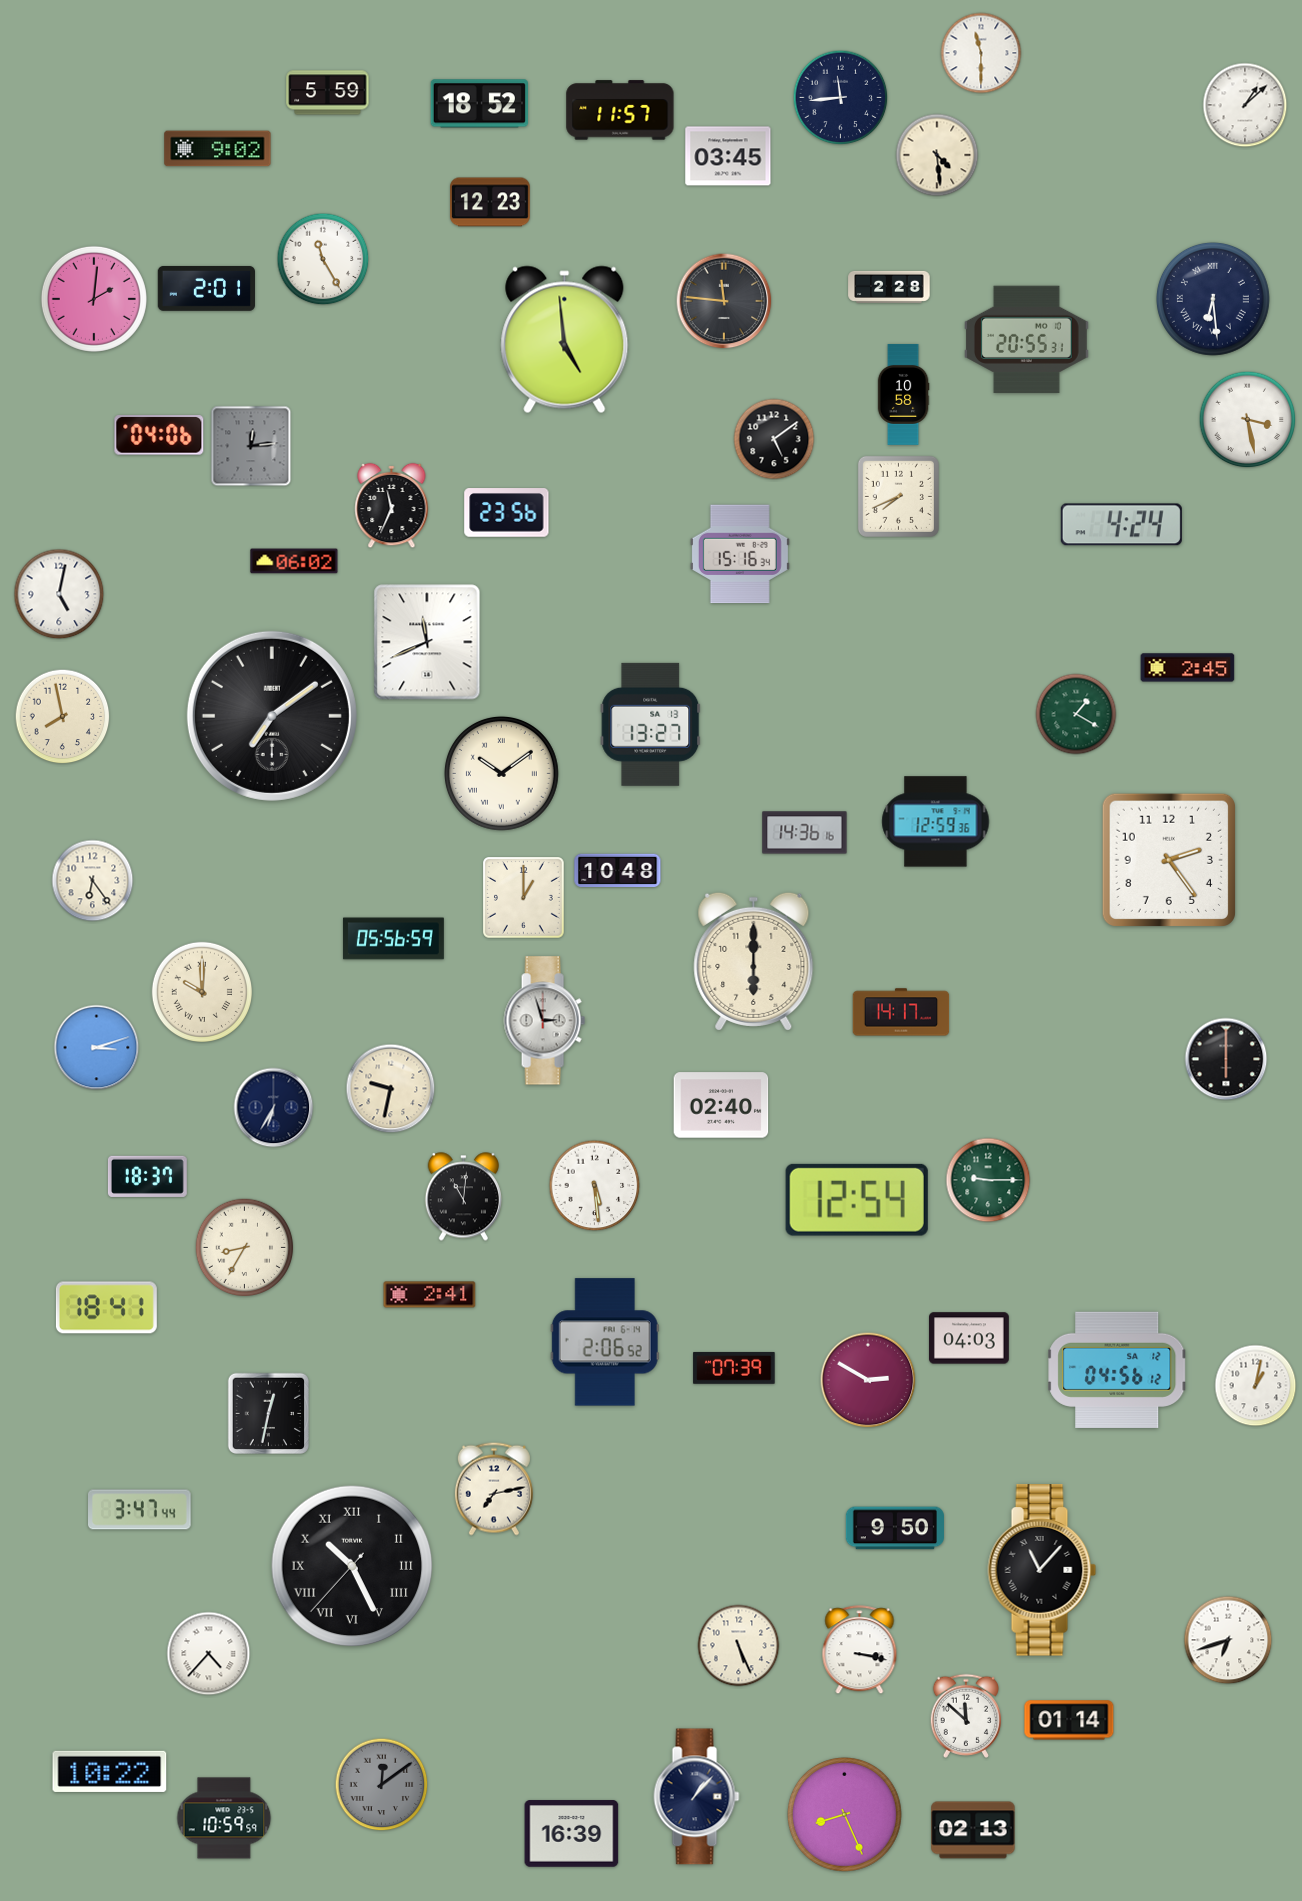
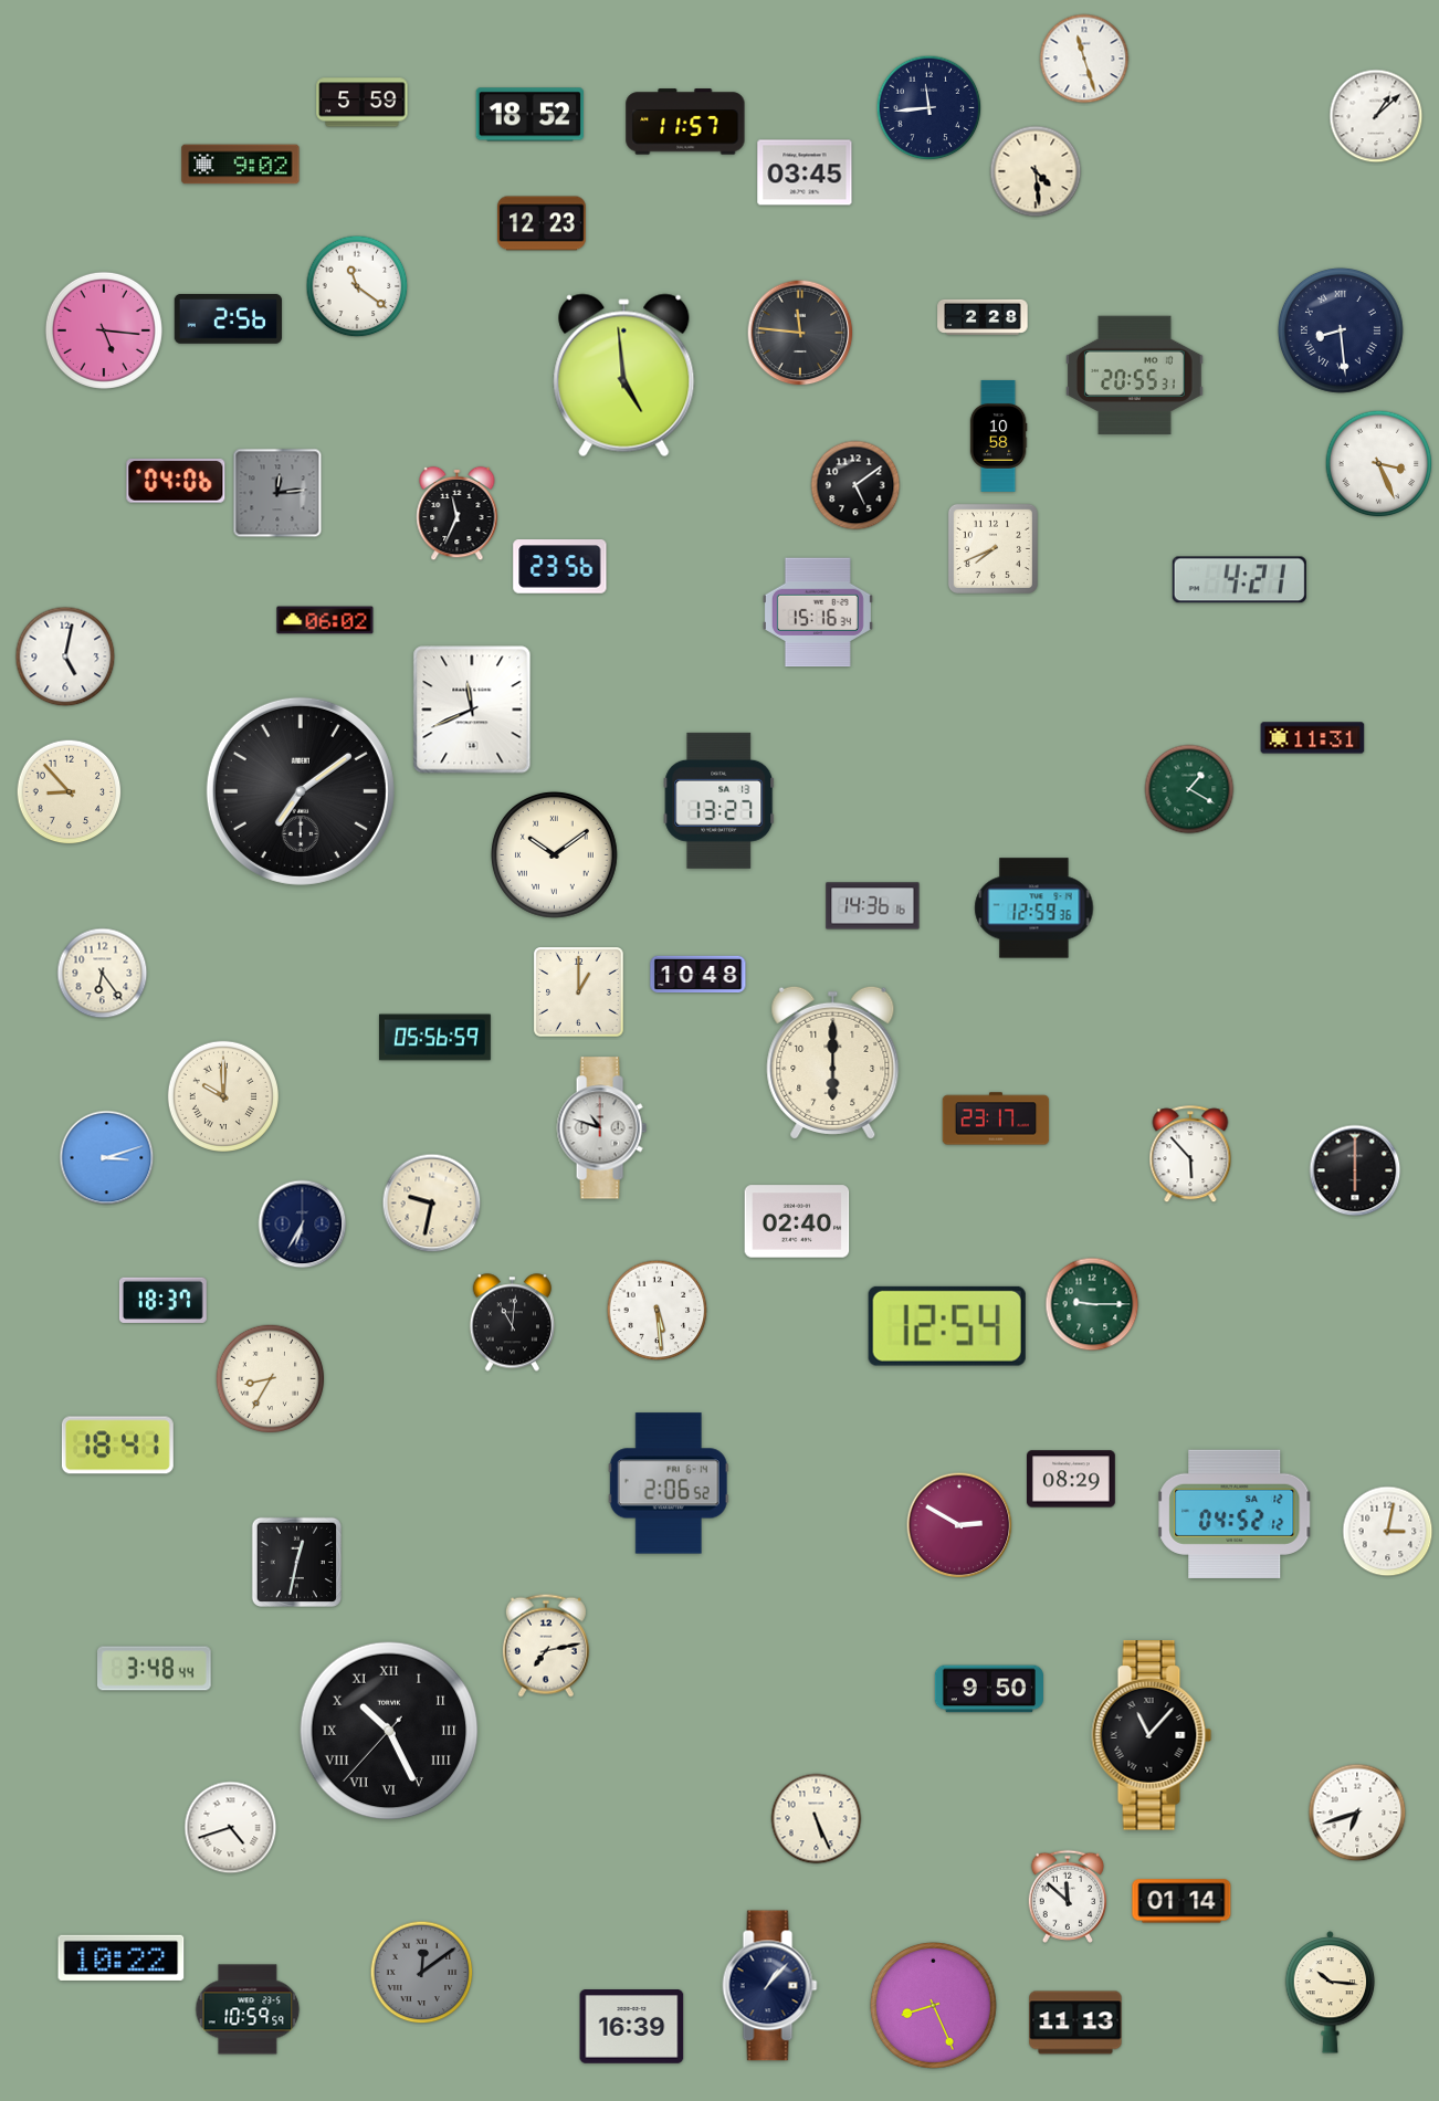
clock at (981, 53): 11:30 -> 11:27
clock at (323, 259): 11:25 -> 11:21
clock at (206, 288): 2:01 -> 2:56
clock at (94, 299): 2:01 -> 5:16
clock at (1213, 299): 6:29 -> 8:29
clock at (1248, 420): 3:28 -> 3:26
clock at (392, 506) position: (392, 506) -> (458, 514)
clock at (1121, 525): 4:24 -> 4:21
clock at (1188, 668): 2:45 -> 11:31
clock at (63, 717): 7:58 -> 8:53
clock at (805, 833) position: (805, 833) -> (873, 906)
clock at (1169, 860): 2:24 -> none
clock at (618, 871) position: (618, 871) -> (699, 975)
clock at (901, 1012): 14:17 -> 23:17
clock at (544, 1021): 2:57 -> 10:48
clock at (1190, 1155): none -> 5:53
clock at (430, 1295): 2:41 -> none
clock at (970, 1338): 04:03 -> 08:29
clock at (734, 1368): 07:39 -> none
clock at (1117, 1370): 04:56 -> 04:52
clock at (1256, 1386): 1:02 -> 3:02
clock at (140, 1510): 3:47 -> 3:48
clock at (860, 1650): 3:17 -> none
clock at (209, 1654): 4:37 -> 4:42
clock at (1331, 1993): none -> 10:16
clock at (973, 1830): 02:13 -> 11:13
